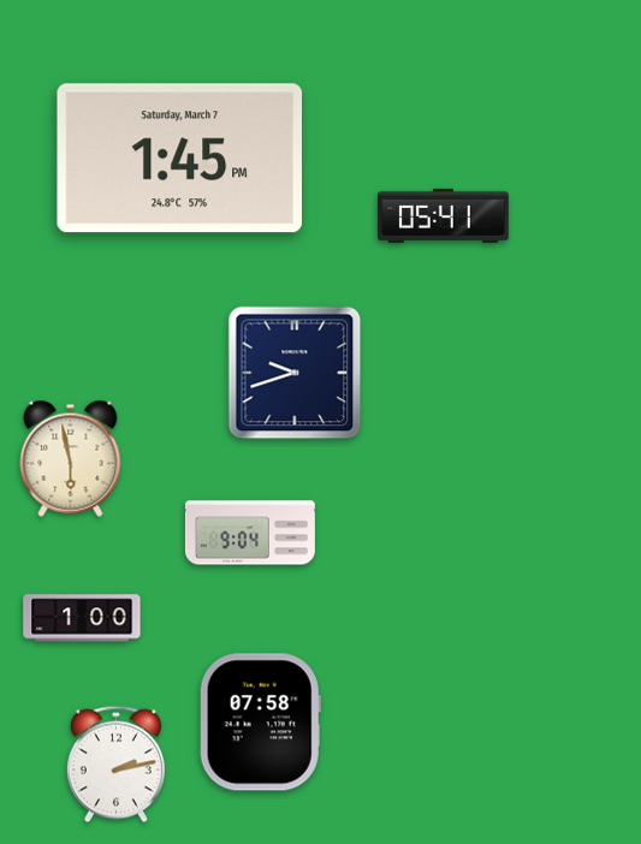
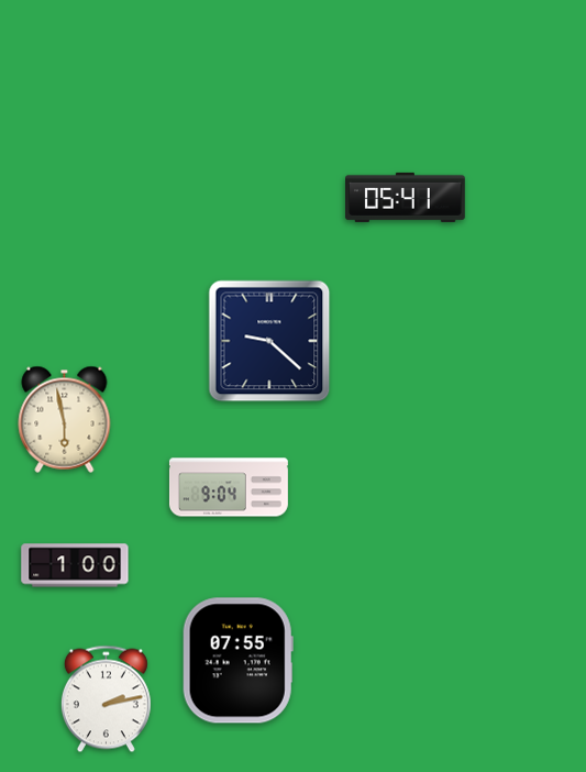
clock at (179, 159): 1:45 -> none
clock at (295, 373): 9:42 -> 9:22
clock at (260, 723): 07:58 -> 07:55
